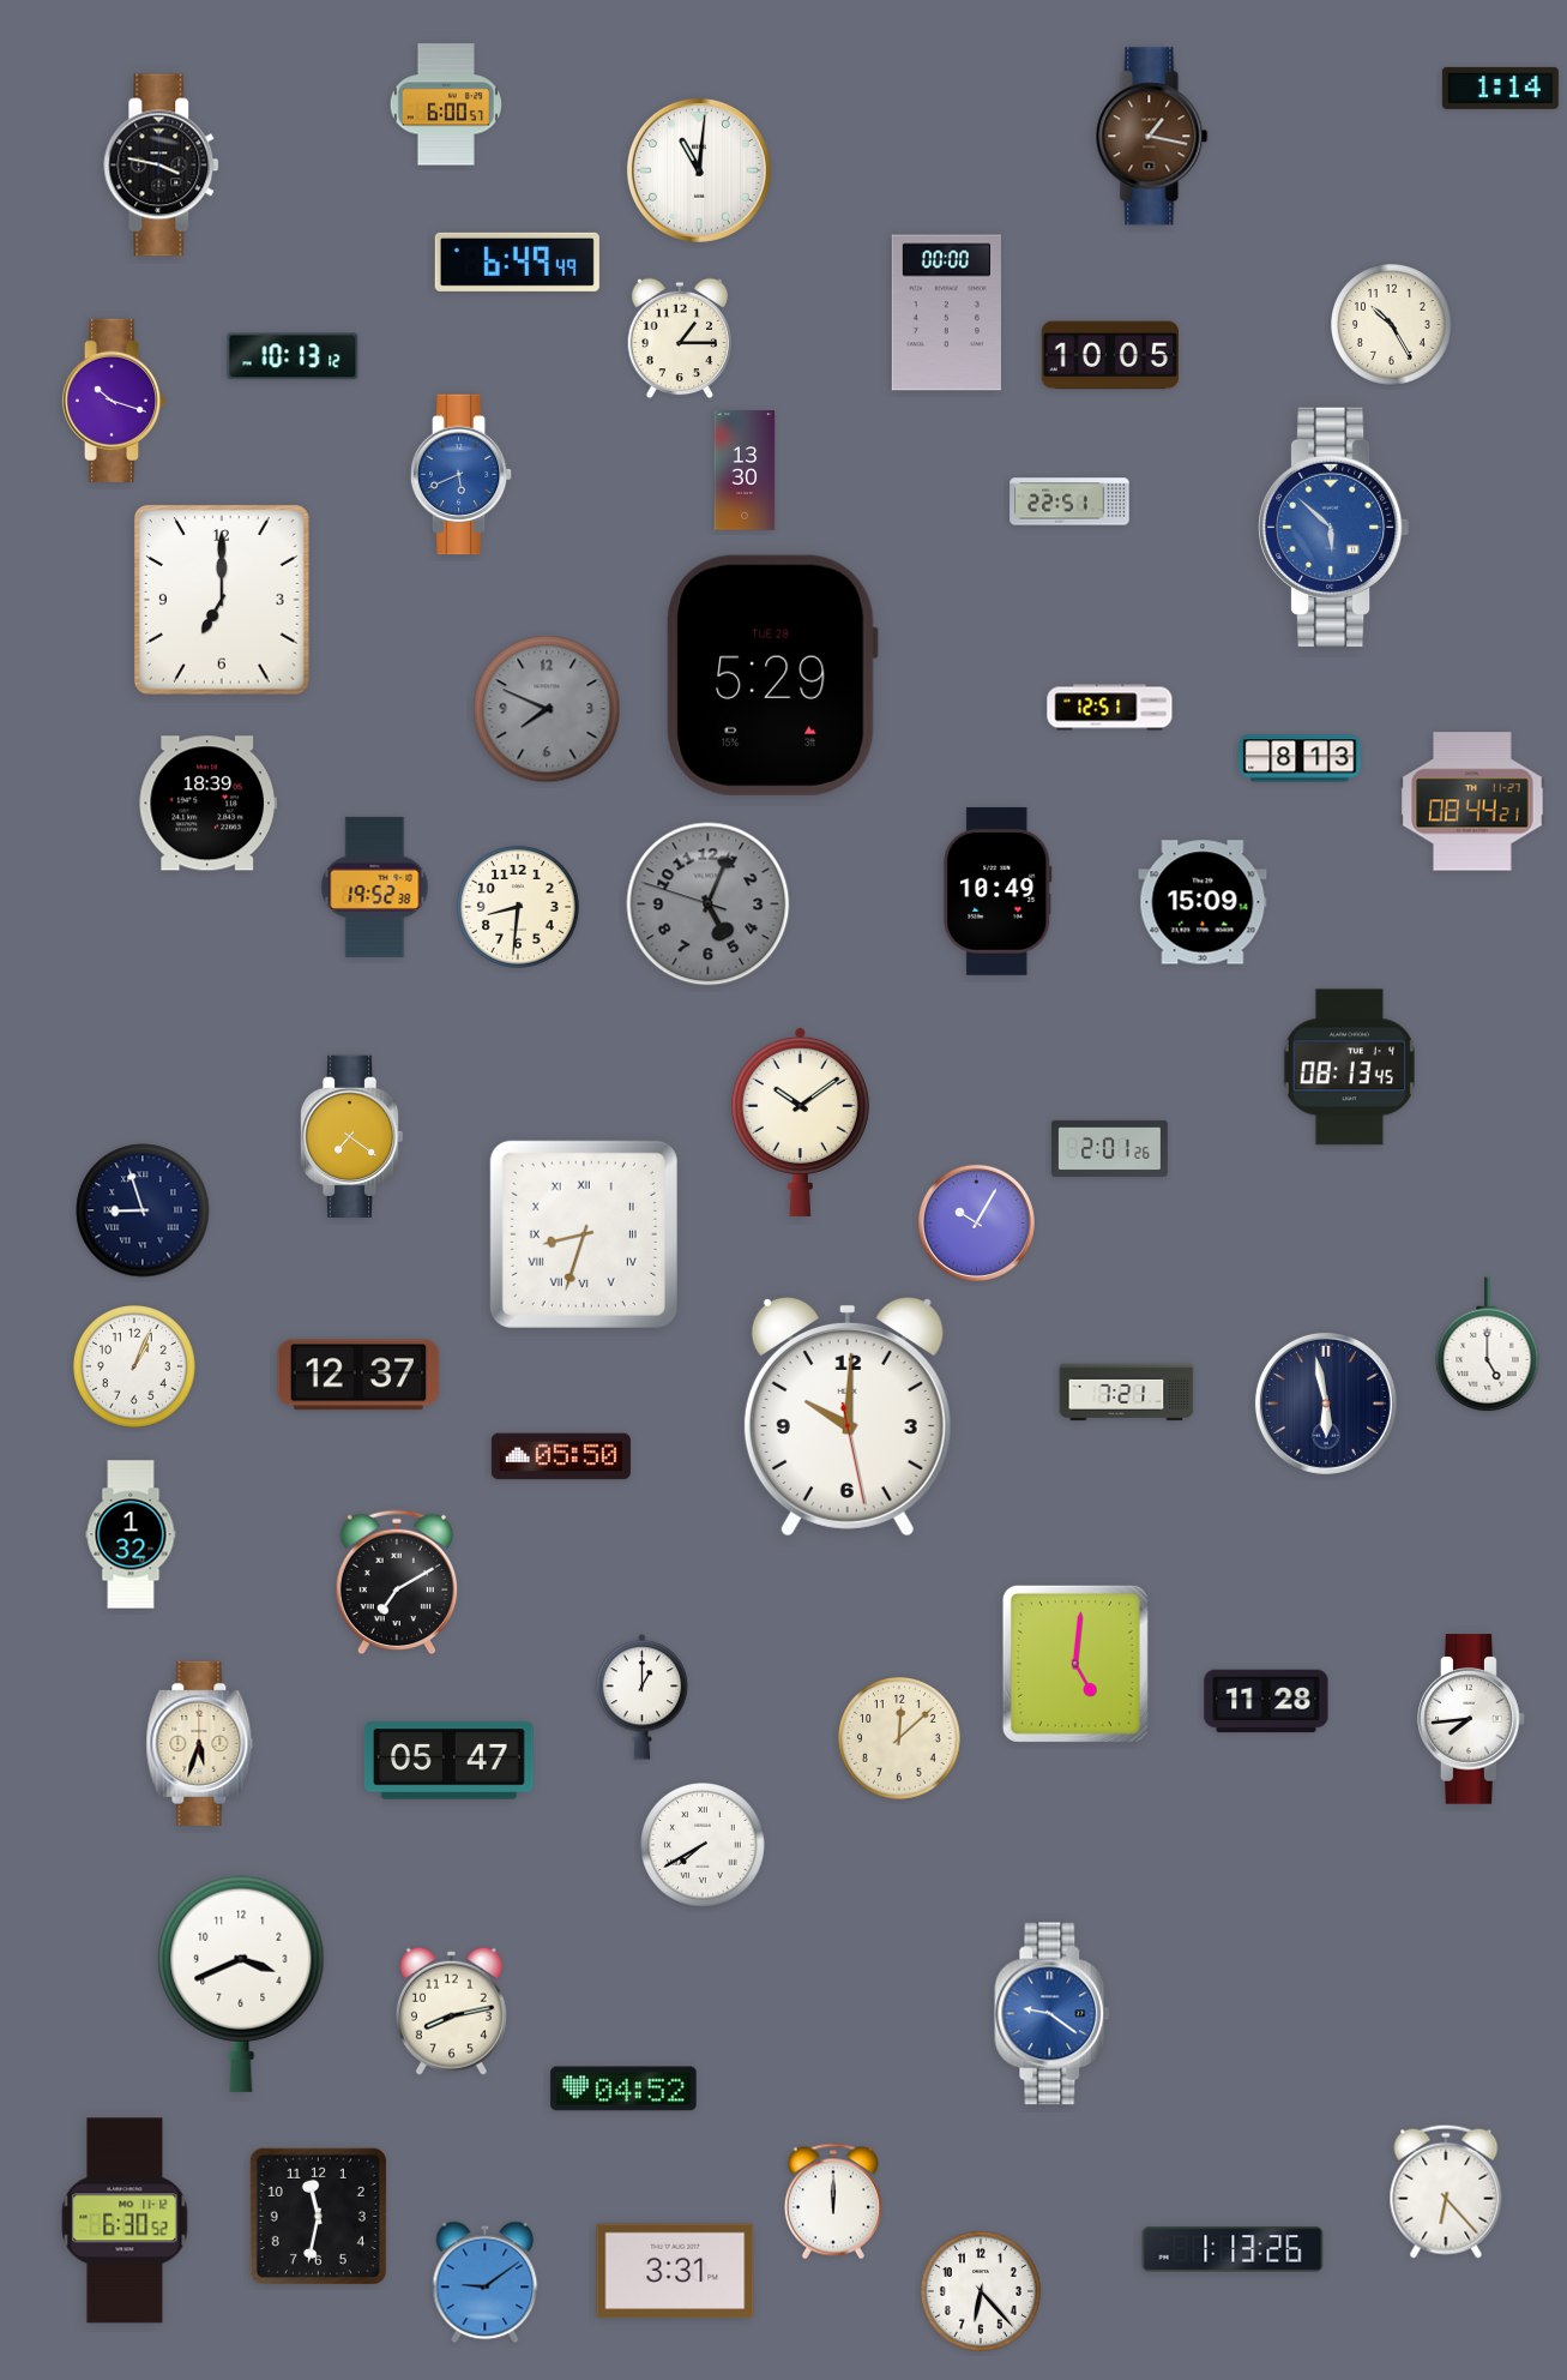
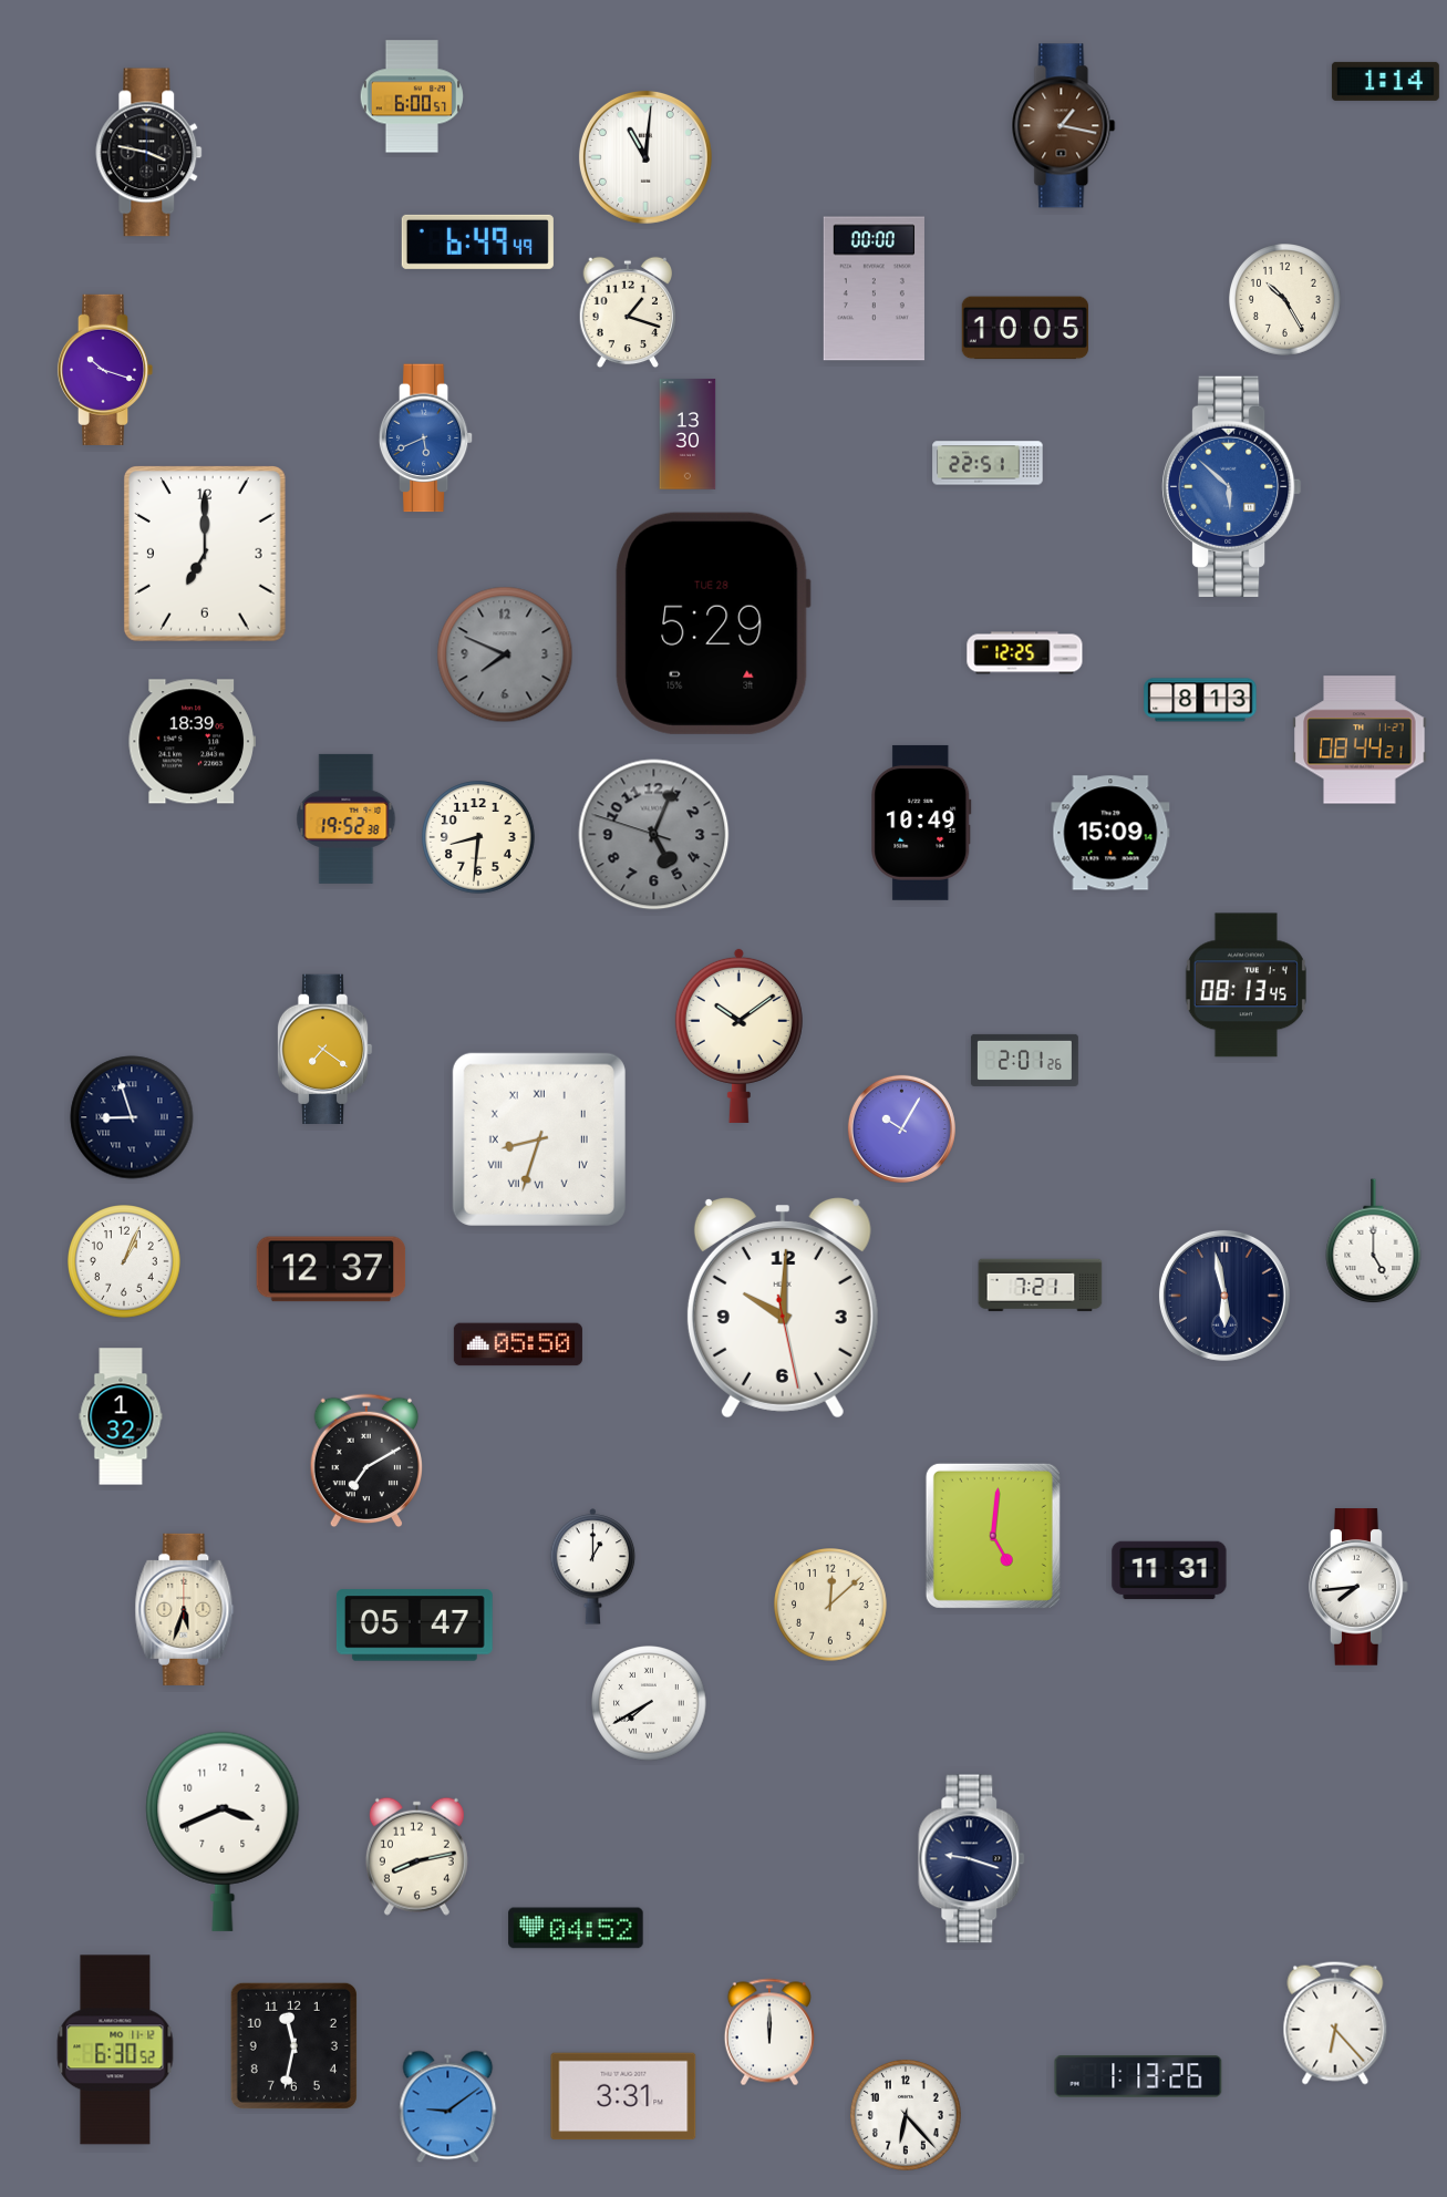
clock at (680, 338): 1:15 -> 1:18
clock at (293, 356): 10:13 -> none
clock at (1110, 708): 12:51 -> 12:25
clock at (1266, 1701): 11:28 -> 11:31
clock at (1053, 2014): 9:21 -> 9:18
clock at (1053, 2014) dial: blue -> navy
